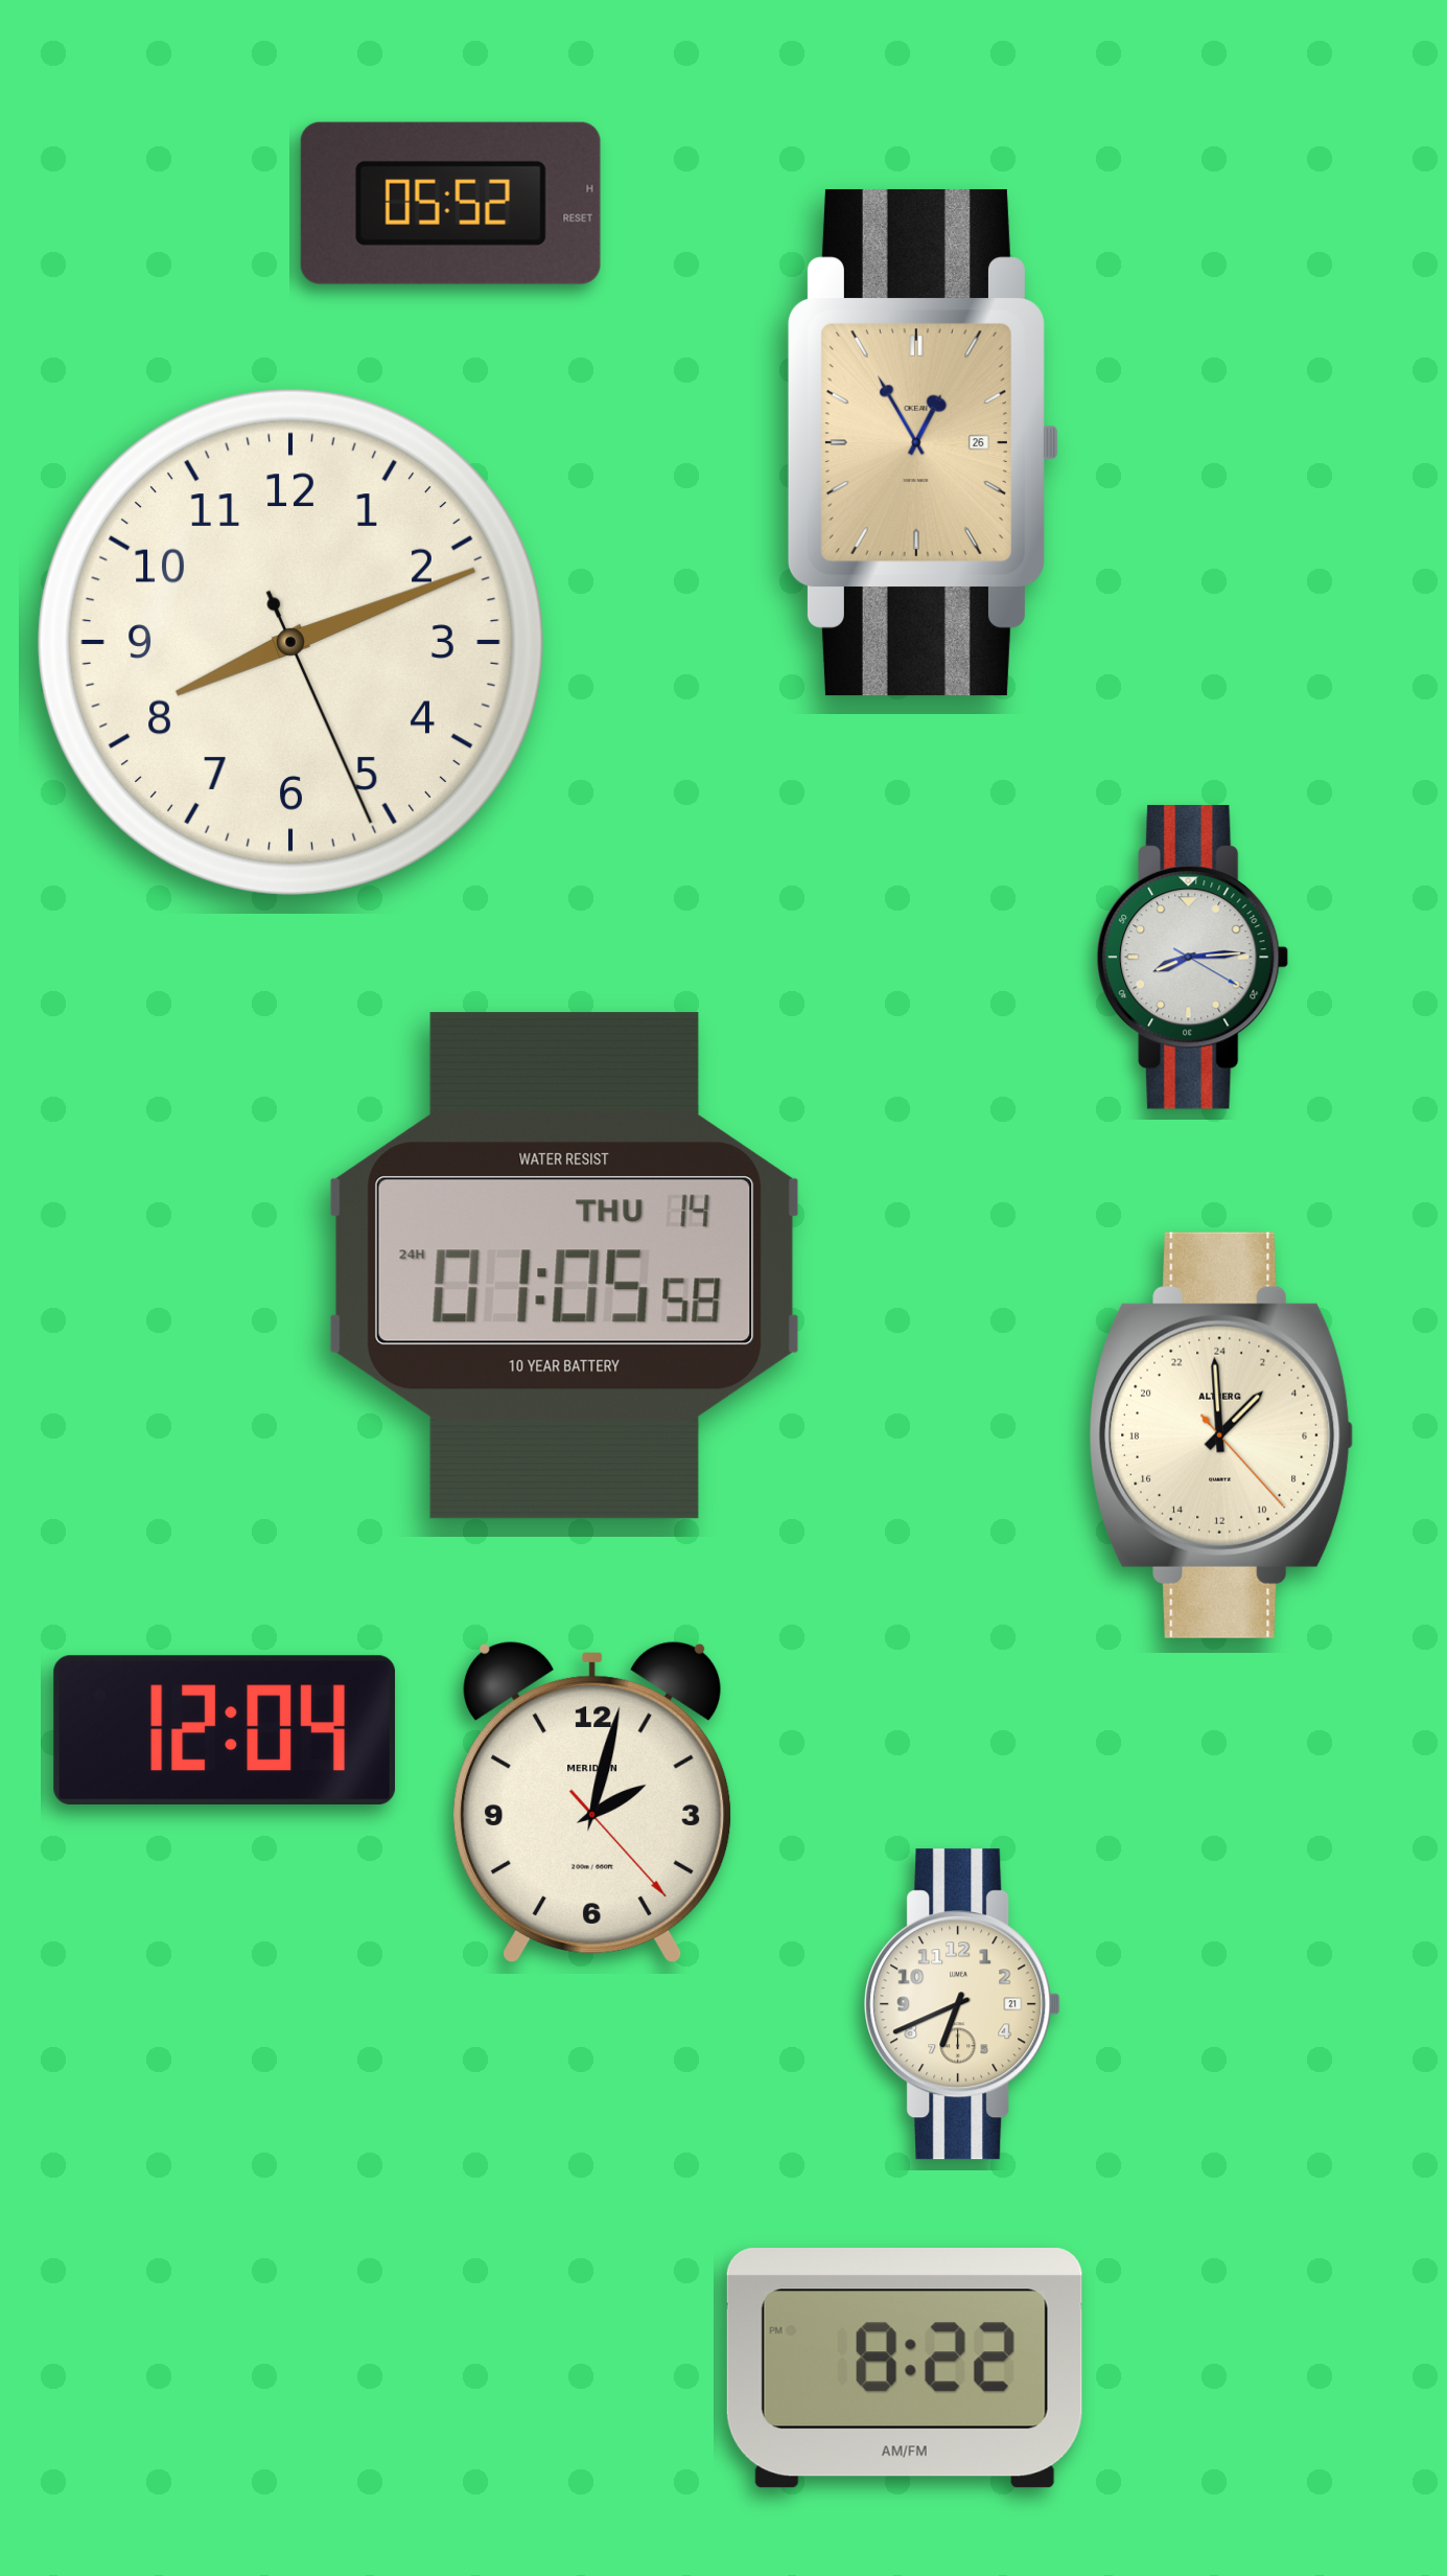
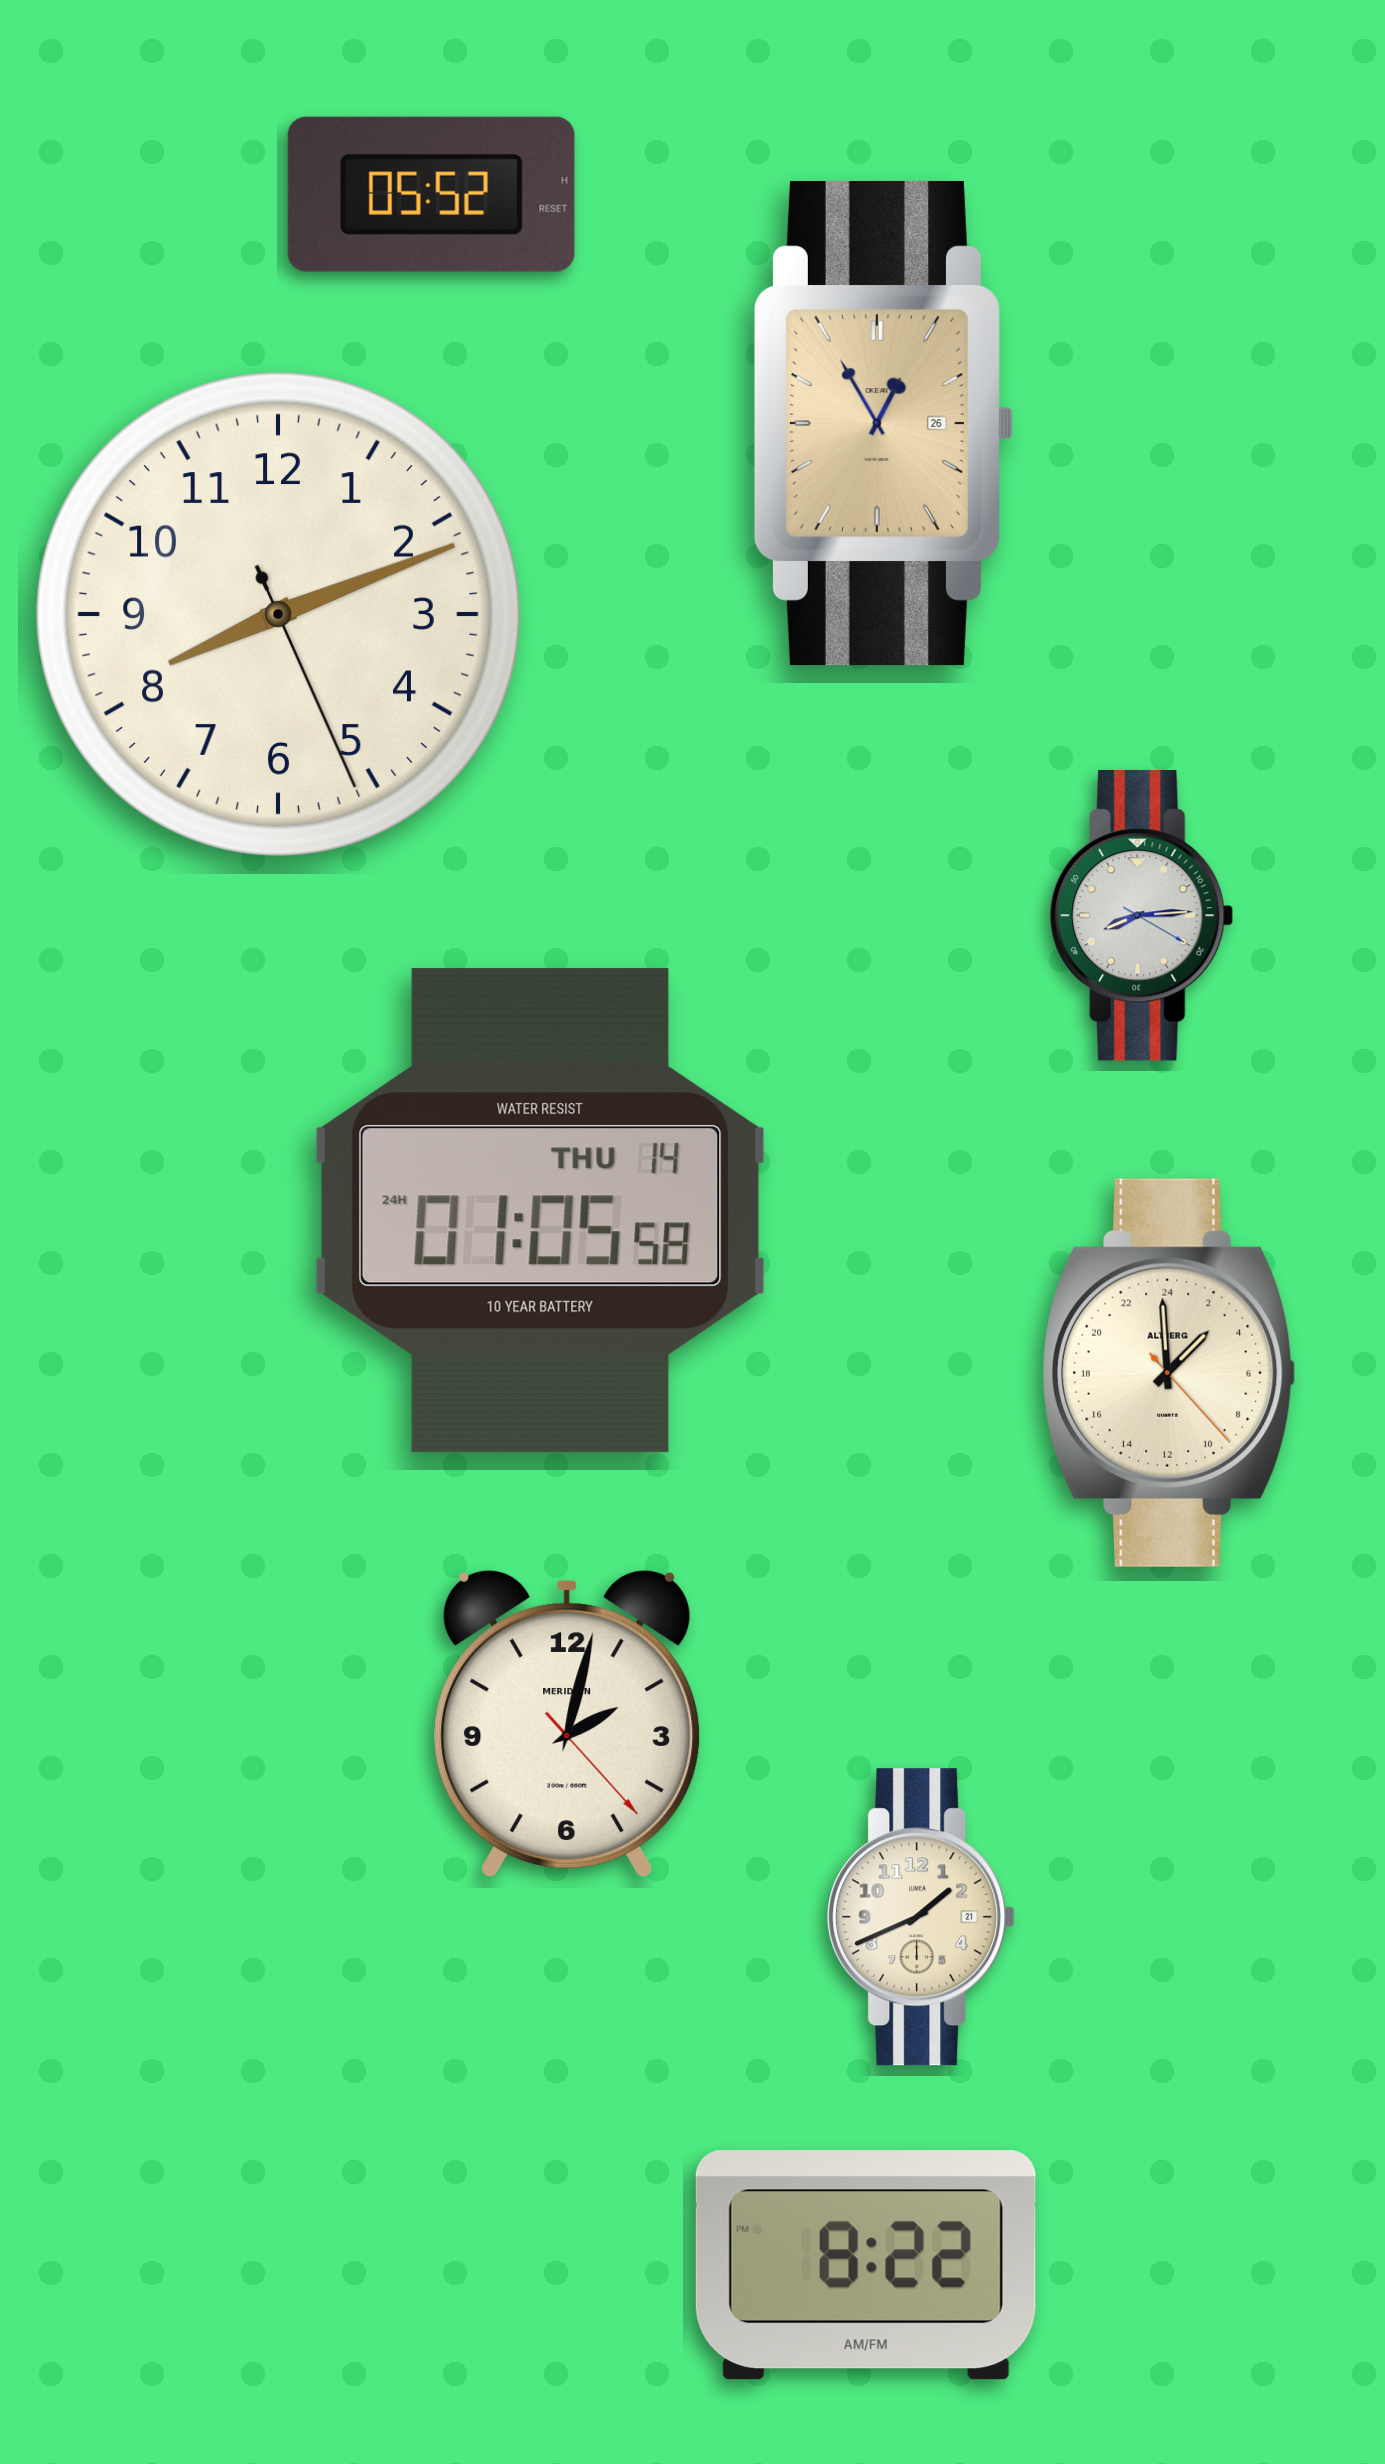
clock at (225, 1729): 12:04 -> none
clock at (962, 2004): 6:41 -> 1:41
